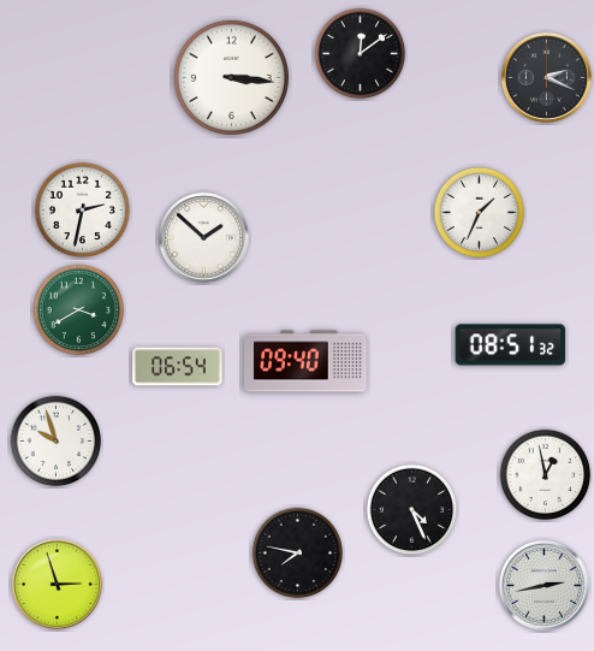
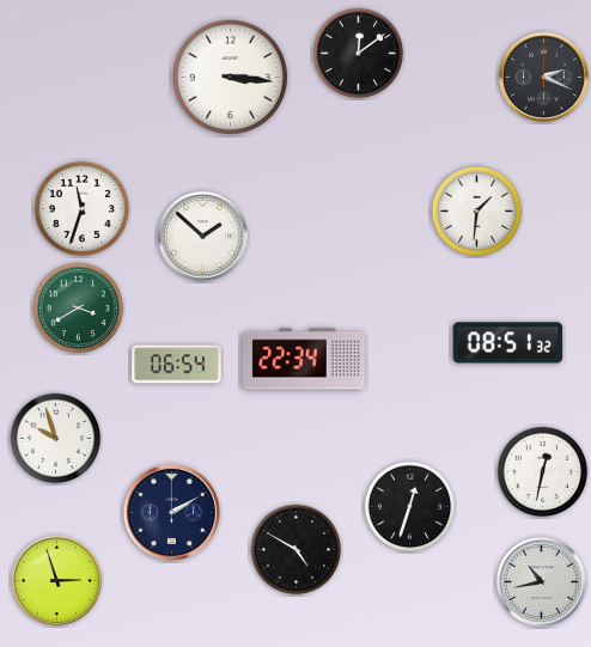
clock at (83, 211): 2:32 -> 11:33
clock at (480, 213): 1:34 -> 1:31
clock at (305, 361): 09:40 -> 22:34
clock at (546, 475): 12:58 -> 12:32
clock at (412, 510): 4:26 -> 12:33
clock at (171, 512): none -> 2:10
clock at (298, 554): 7:47 -> 4:50
clock at (543, 585): 2:43 -> 10:43
